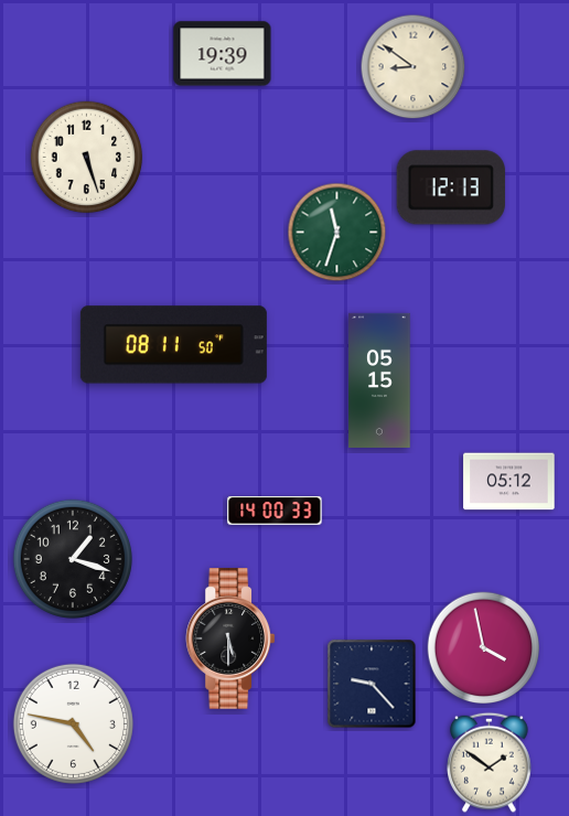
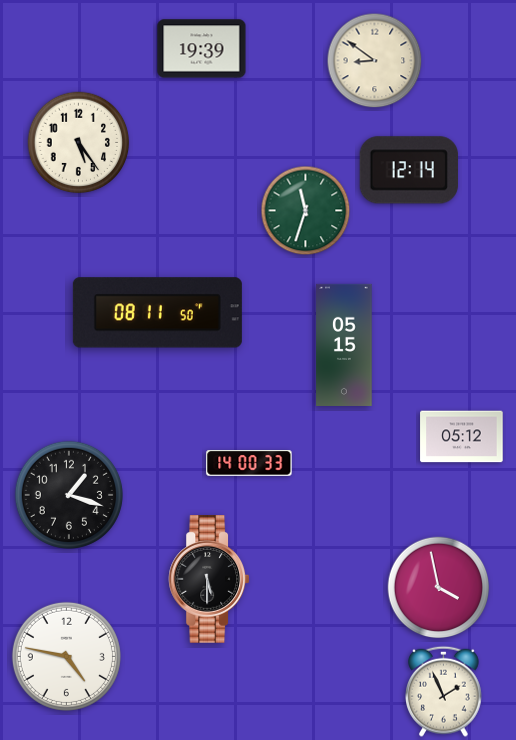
clock at (87, 158): 5:27 -> 5:24
clock at (451, 187): 12:13 -> 12:14
clock at (73, 559) position: (73, 559) -> (69, 495)
clock at (372, 684): 9:23 -> none
clock at (490, 762): 1:51 -> 1:56
